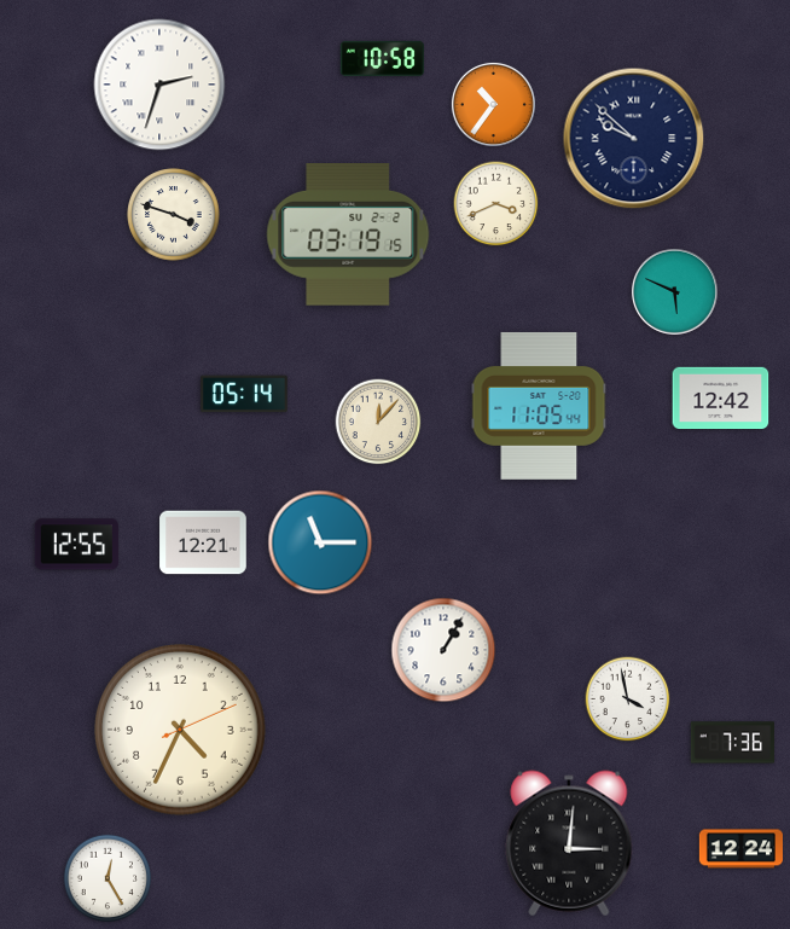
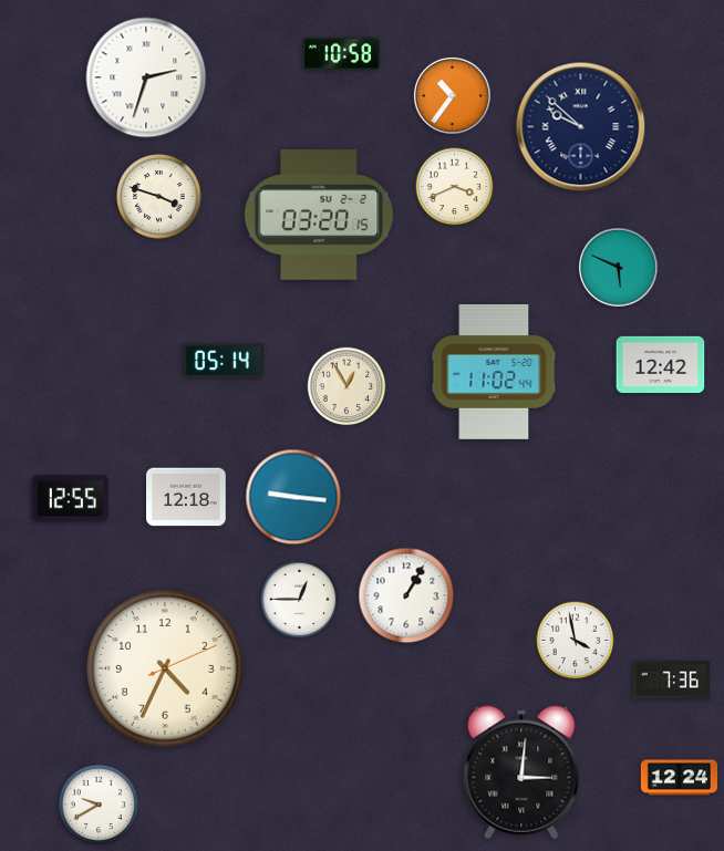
clock at (382, 58) position: (382, 58) -> (341, 53)
clock at (348, 236): 03:19 -> 03:20
clock at (539, 406): 11:05 -> 11:02
clock at (378, 422): 12:07 -> 12:55
clock at (203, 542): 12:21 -> 12:18
clock at (320, 542): 11:15 -> 9:16
clock at (300, 600): none -> 12:45
clock at (108, 878): 12:25 -> 9:40
